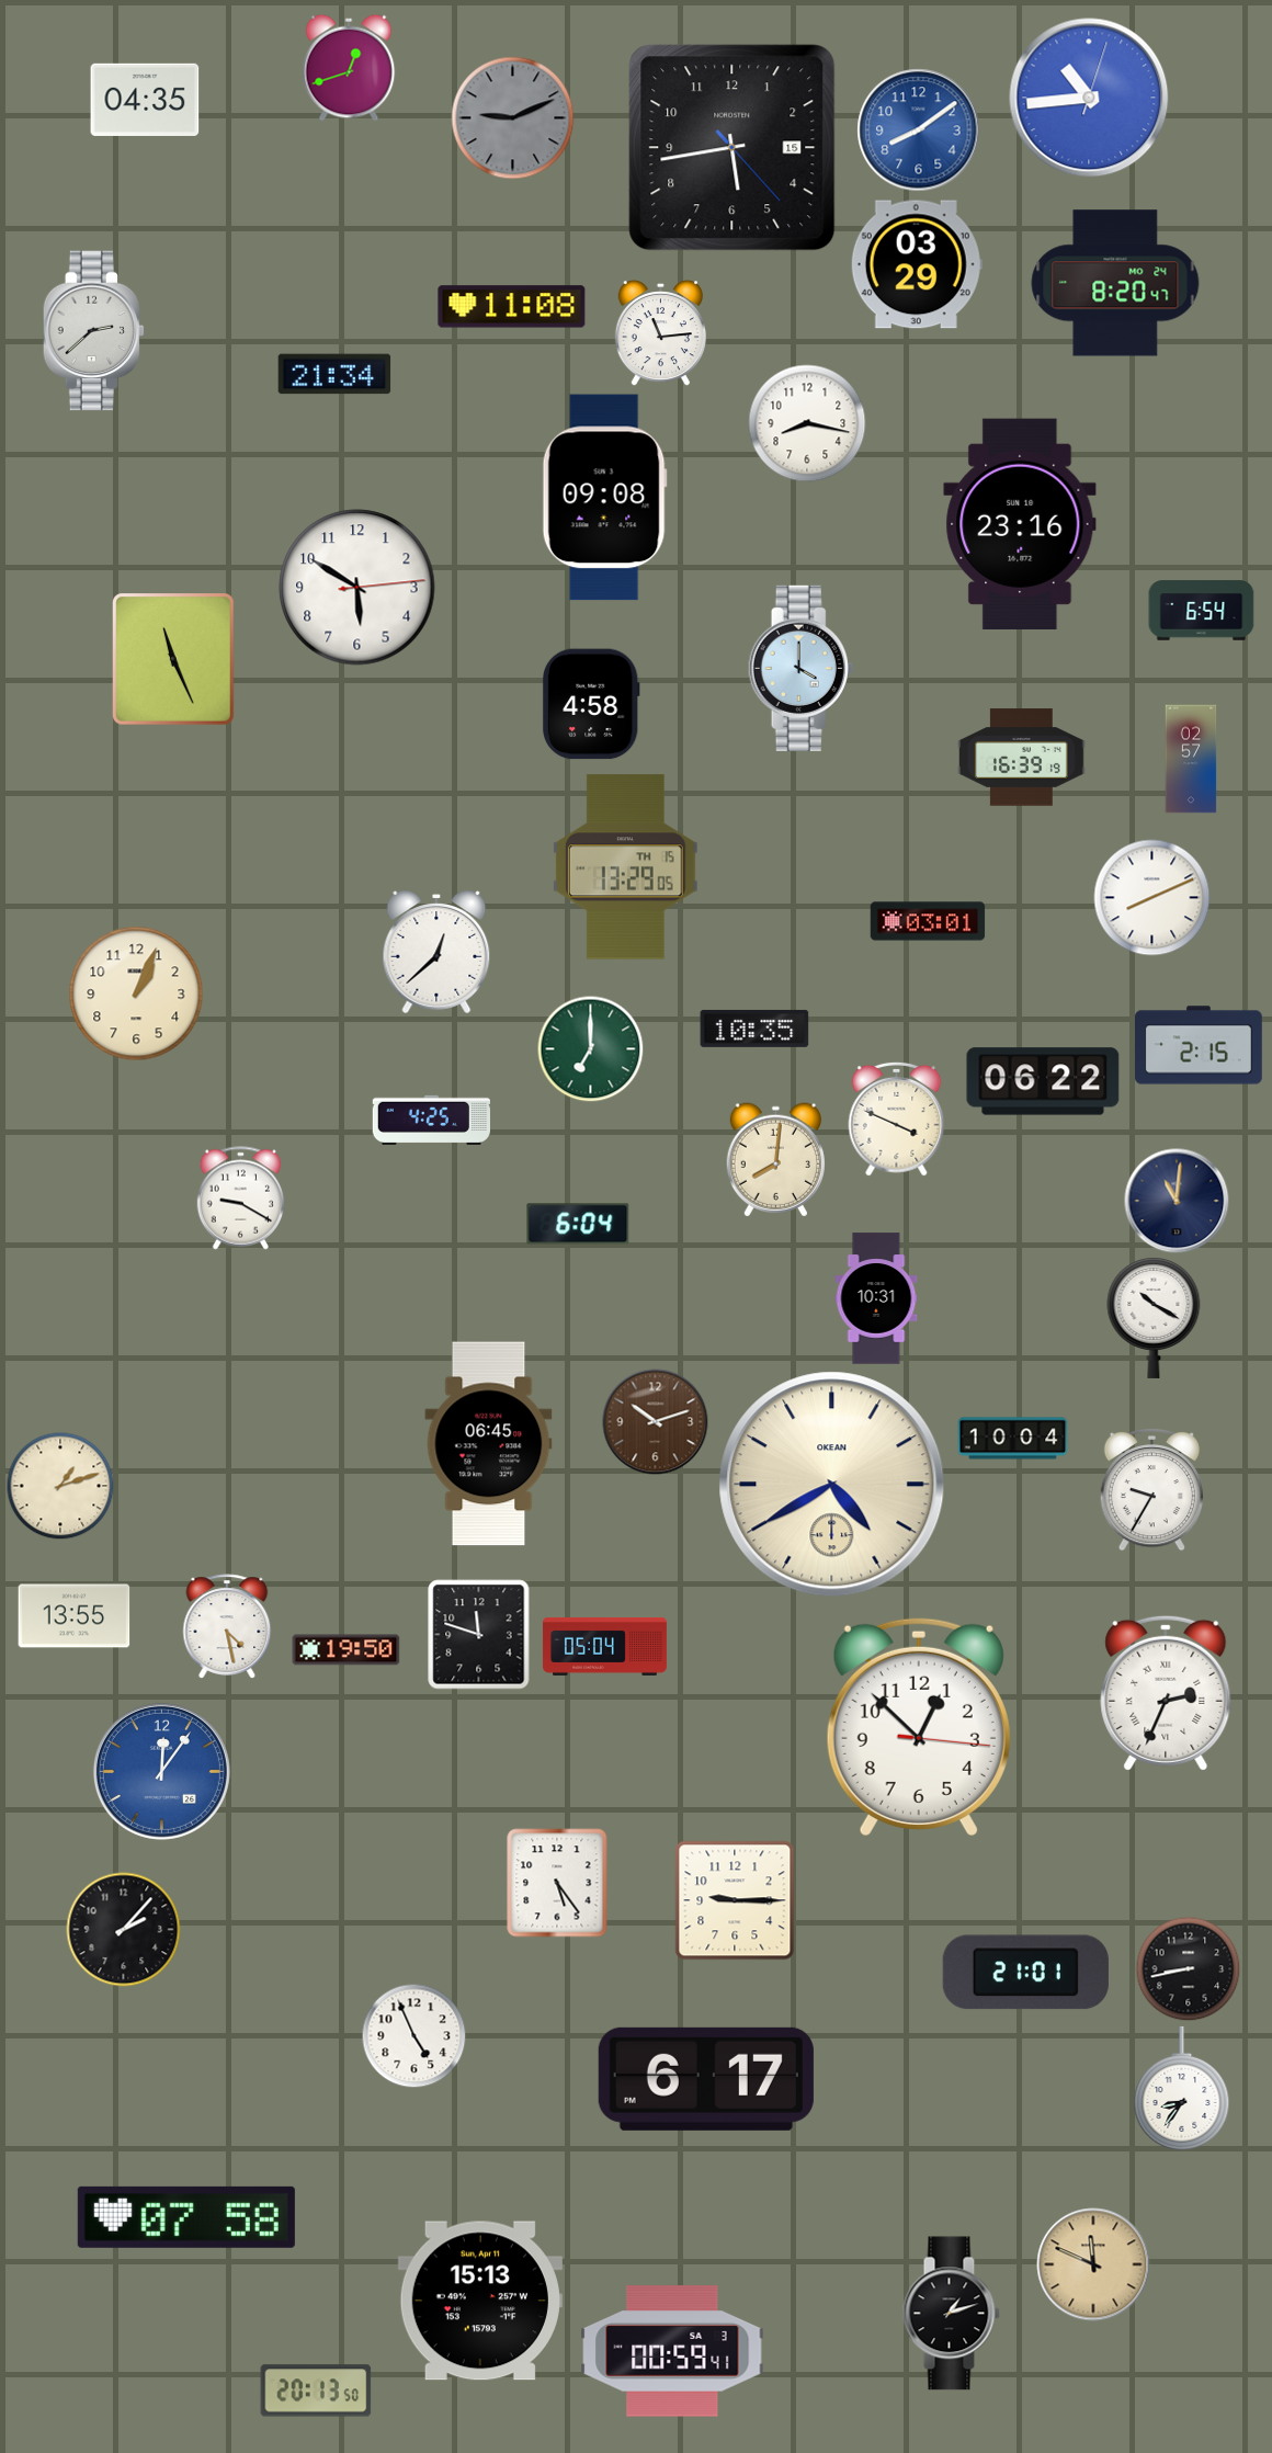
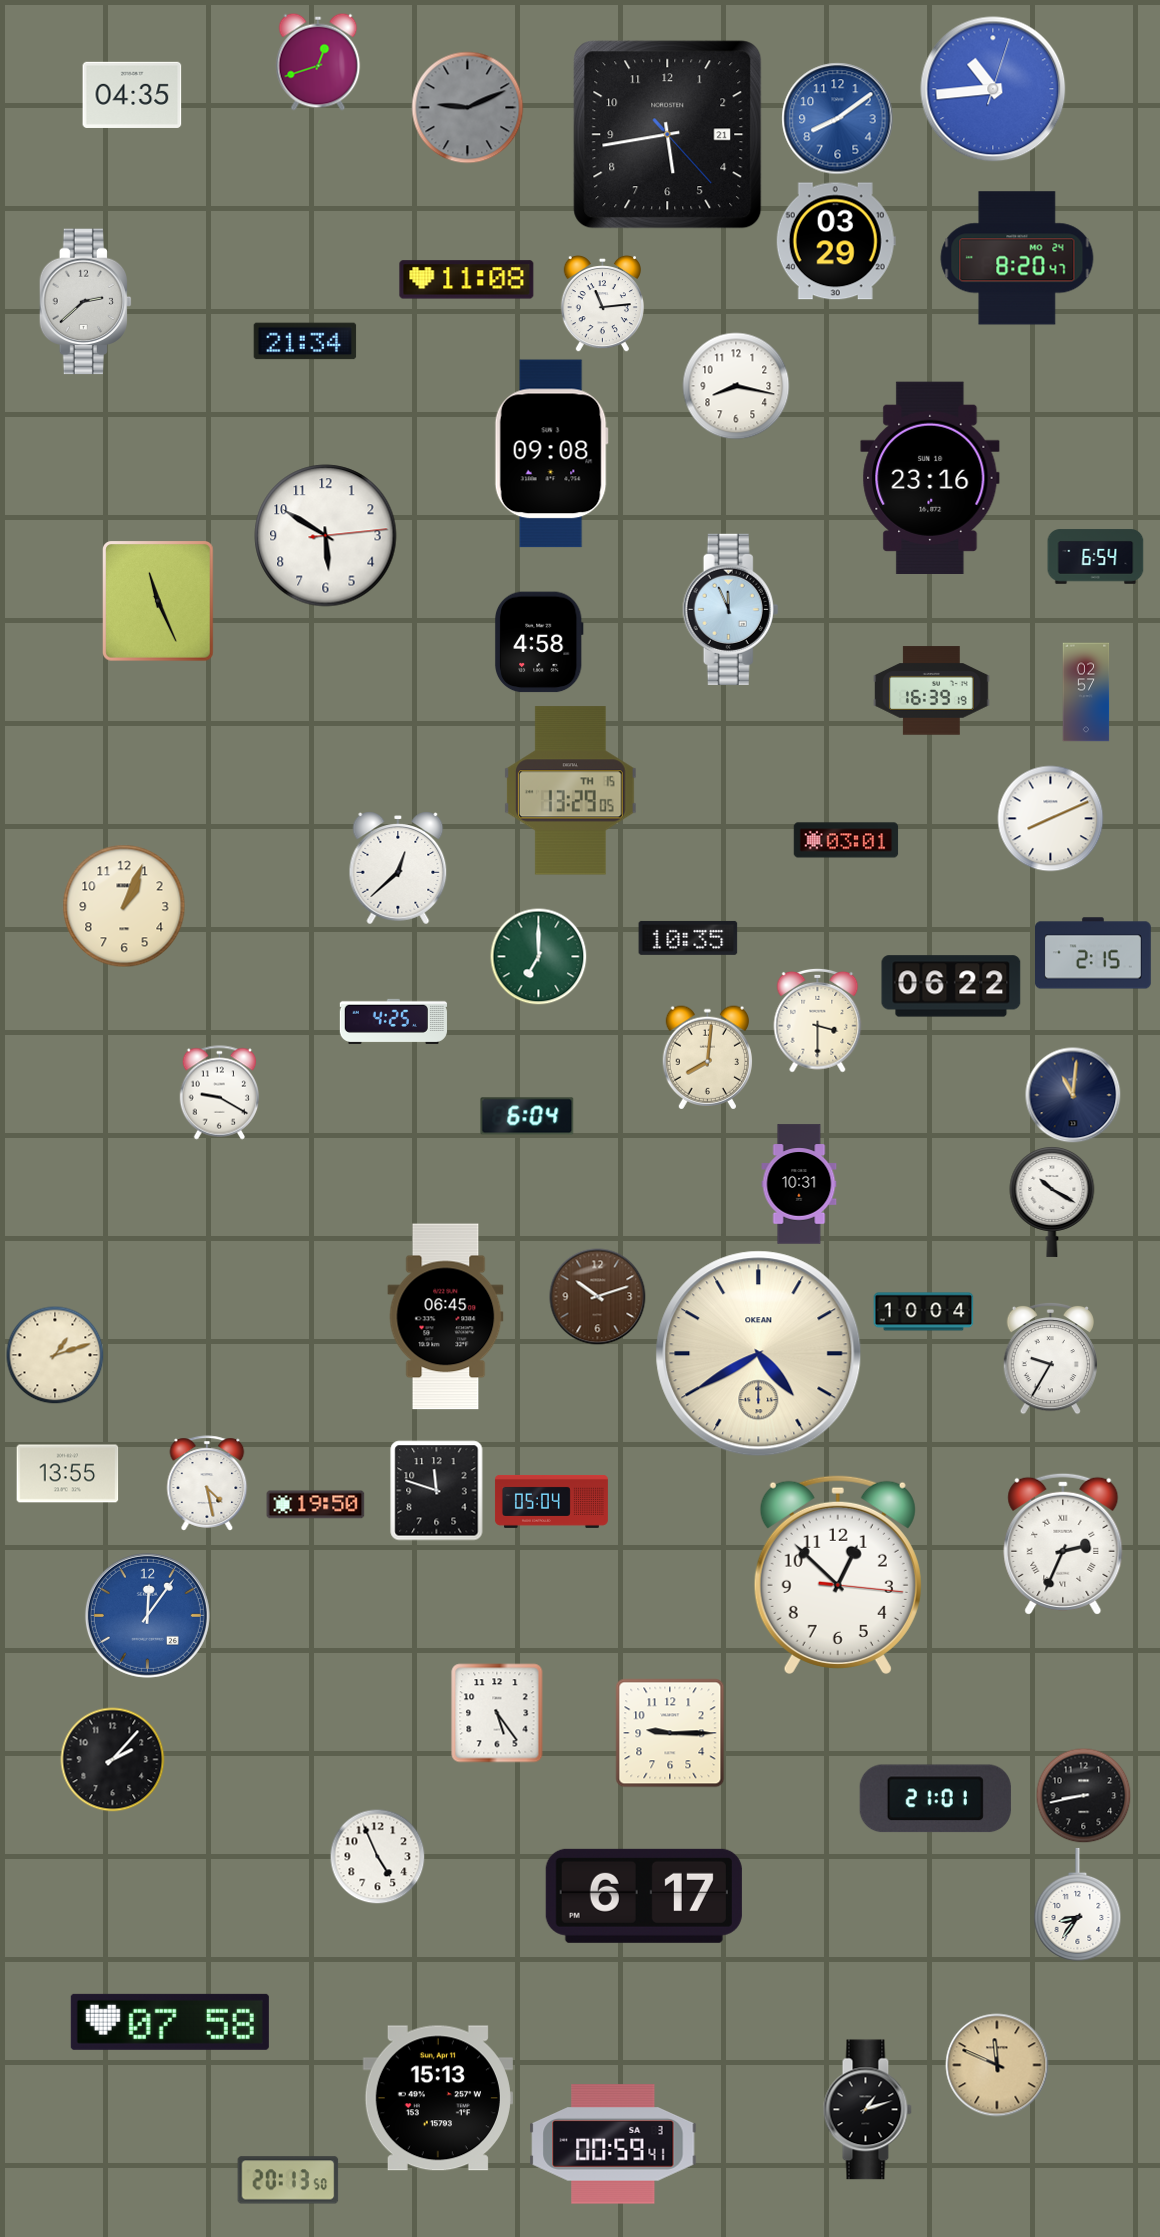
clock at (145, 100) position: (145, 100) -> (132, 95)
clock at (732, 148) date: 15 -> 21
clock at (802, 668): 4:00 -> 11:56
clock at (897, 1118): 3:49 -> 3:30
clock at (557, 1883) position: (557, 1883) -> (497, 1713)
